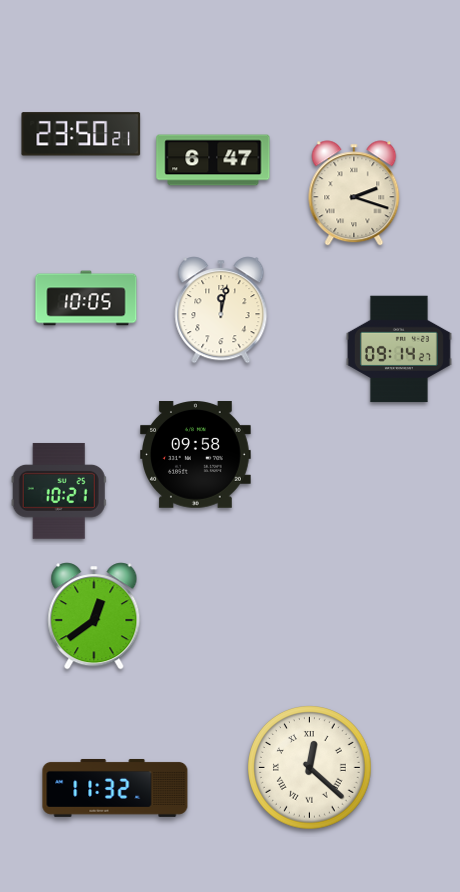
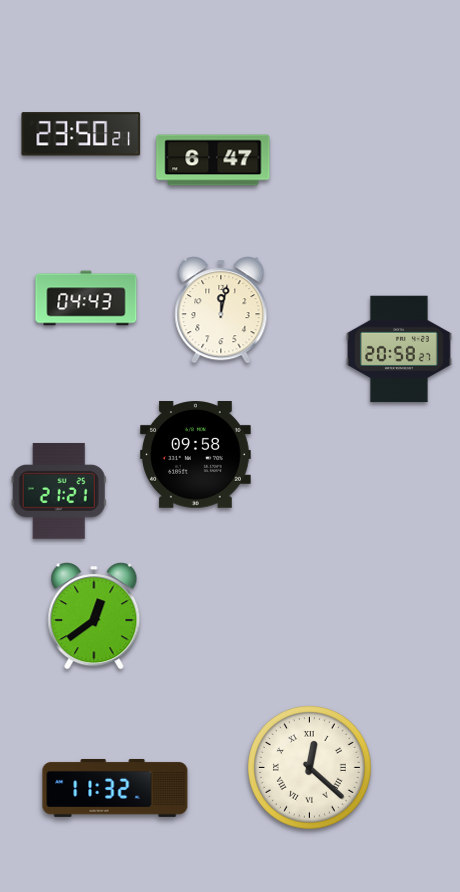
clock at (354, 193): 2:18 -> none
clock at (86, 298): 10:05 -> 04:43
clock at (399, 349): 09:14 -> 20:58
clock at (59, 491): 10:21 -> 21:21
